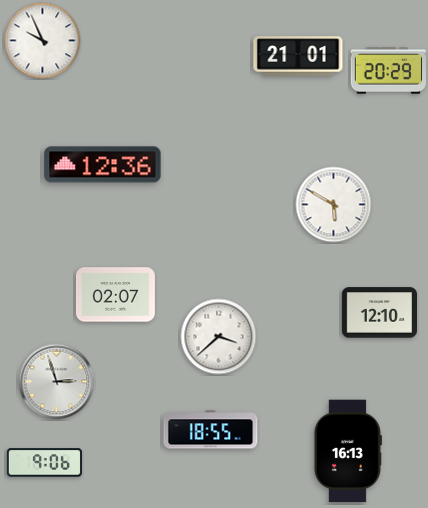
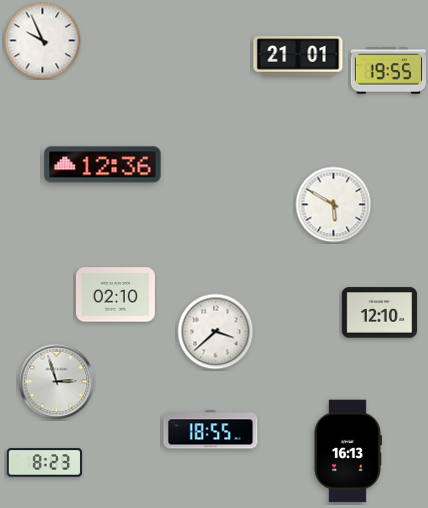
clock at (388, 71): 20:29 -> 19:55
clock at (115, 295): 02:07 -> 02:10
clock at (219, 337) position: (219, 337) -> (216, 332)
clock at (44, 463): 9:06 -> 8:23
